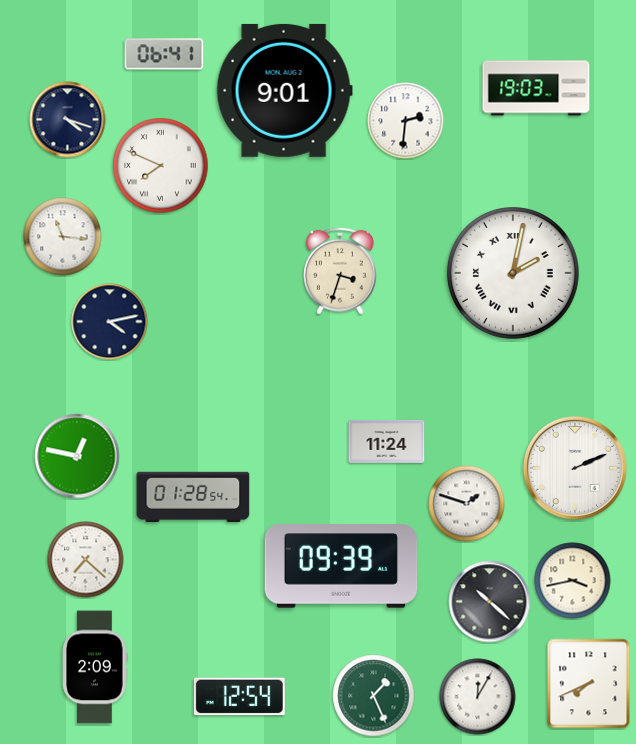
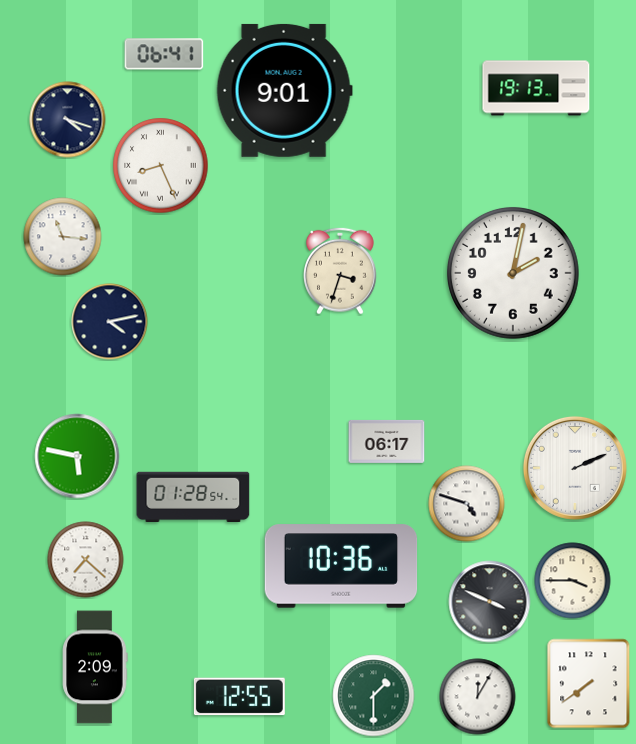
clock at (536, 88): 19:03 -> 19:13
clock at (406, 121): 2:31 -> none
clock at (161, 166): 7:49 -> 8:26
clock at (513, 273) numerals: Roman -> Arabic
clock at (387, 441): 11:24 -> 06:17
clock at (77, 456): 12:47 -> 5:47
clock at (467, 504): 1:48 -> 4:48
clock at (341, 566): 09:39 -> 10:36
clock at (573, 581): 3:43 -> 3:45
clock at (490, 602): 10:22 -> 3:49
clock at (589, 684): 7:41 -> 7:39
clock at (374, 696): 1:26 -> 1:30
clock at (239, 697): 12:54 -> 12:55
